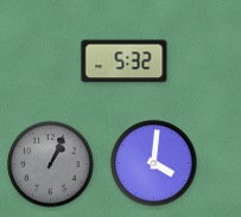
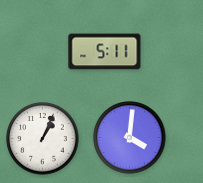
clock at (125, 62): 5:32 -> 5:11
clock at (51, 165) dial: grey -> white
